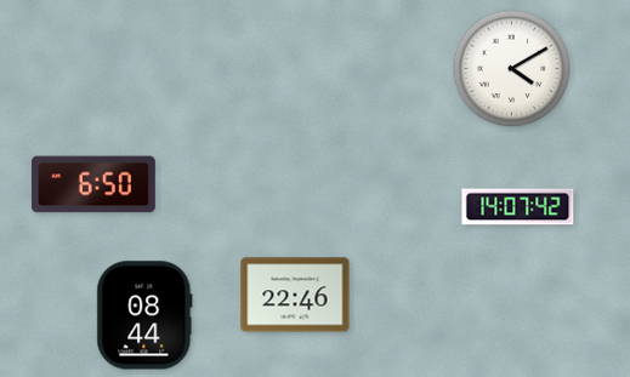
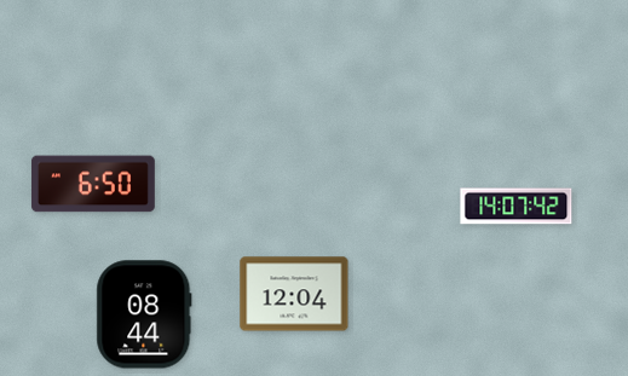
clock at (512, 69): 4:10 -> none
clock at (295, 295): 22:46 -> 12:04
